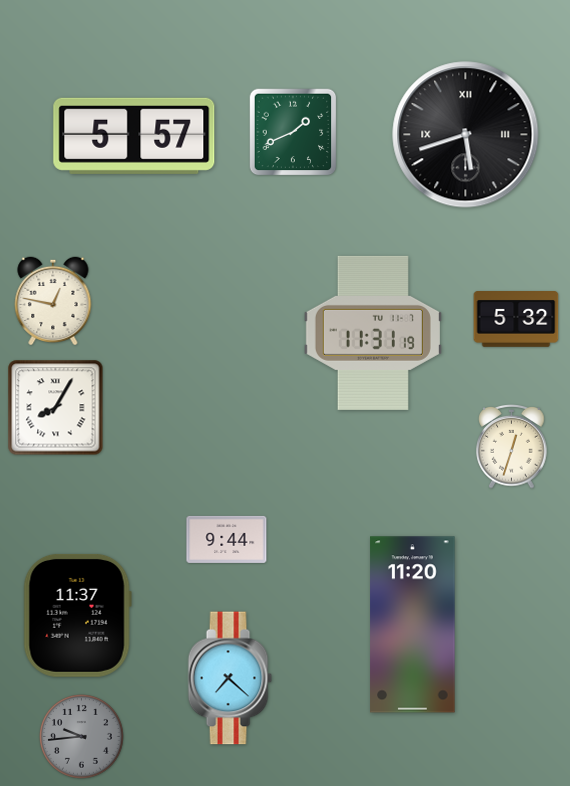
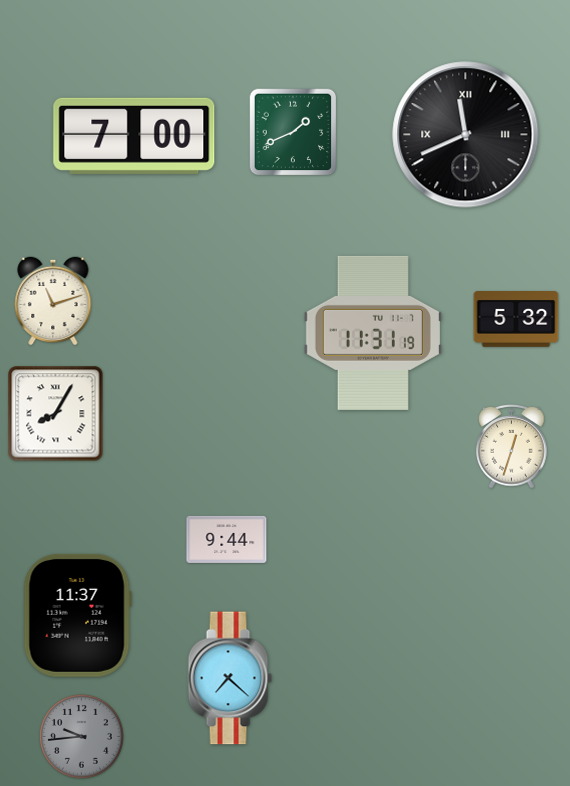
clock at (466, 135): 5:42 -> 11:41
clock at (134, 136): 5:57 -> 7:00
clock at (53, 301): 12:47 -> 11:12
clock at (56, 408) position: (56, 408) -> (56, 414)
clock at (413, 625): 11:20 -> none
